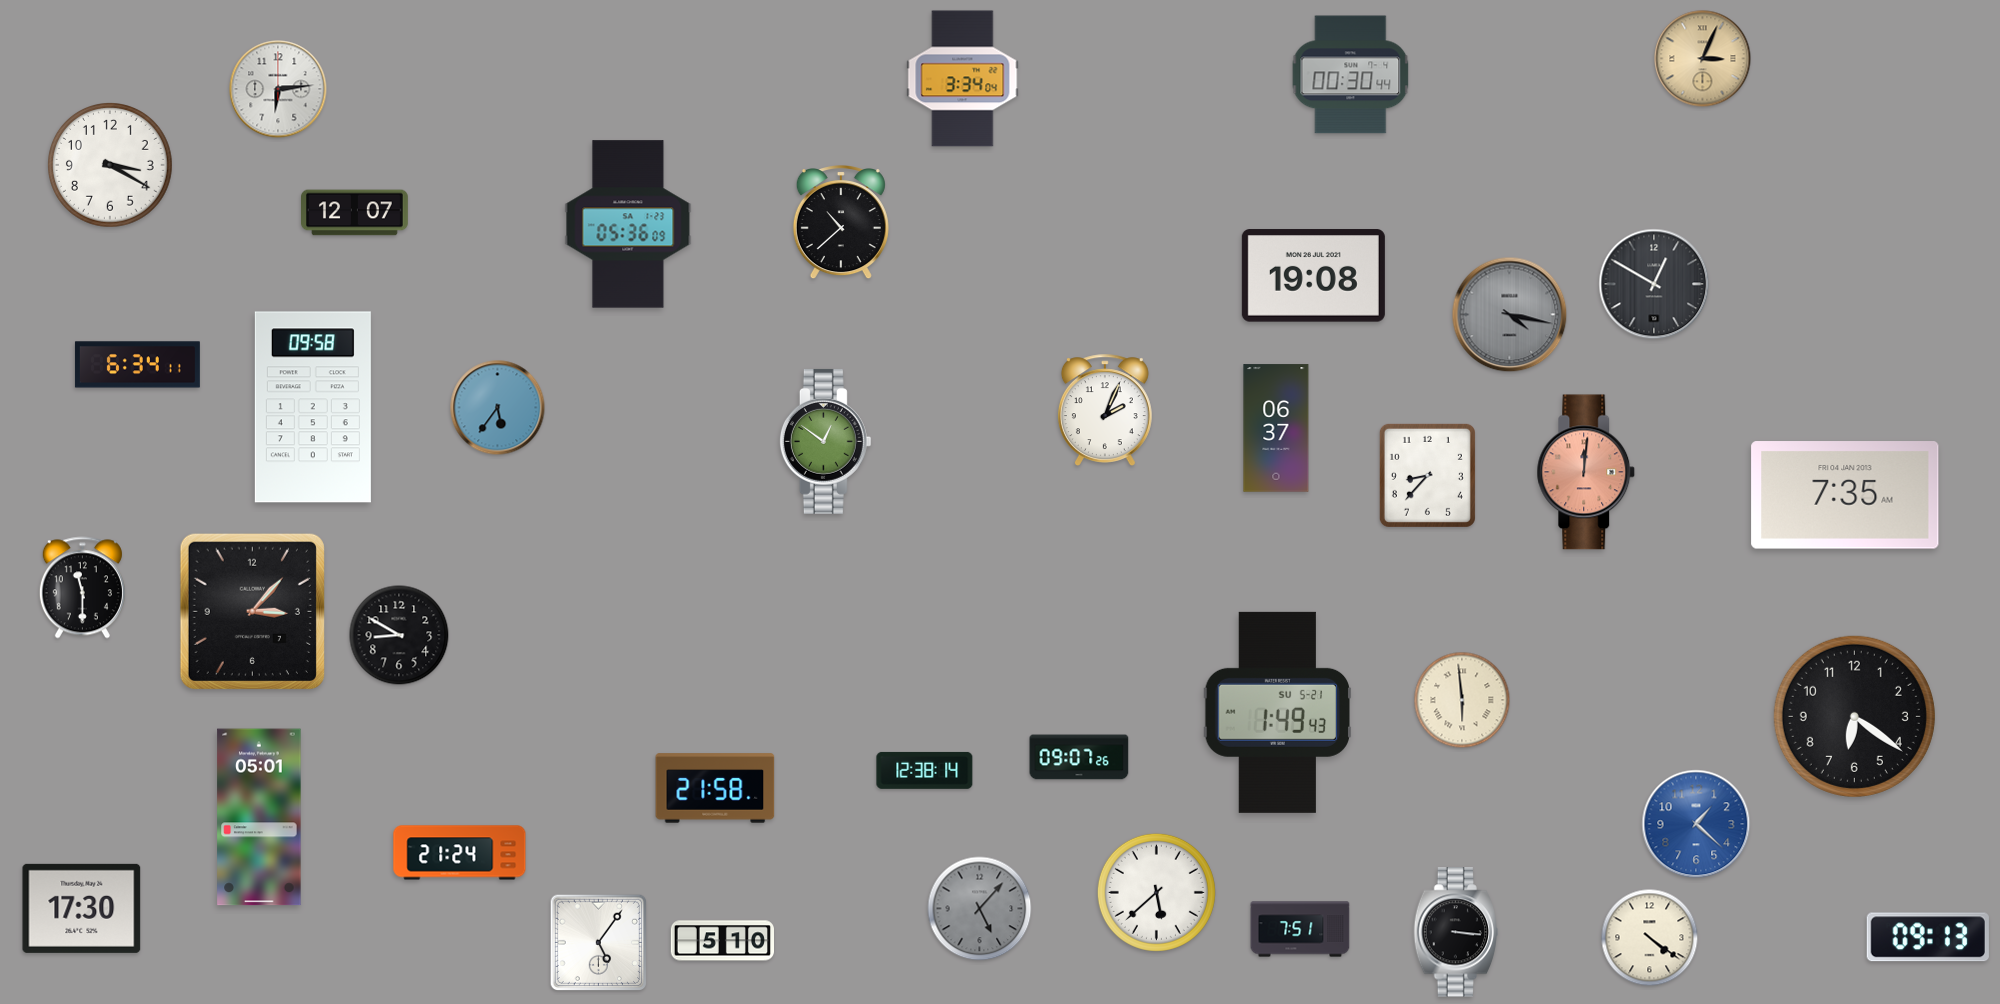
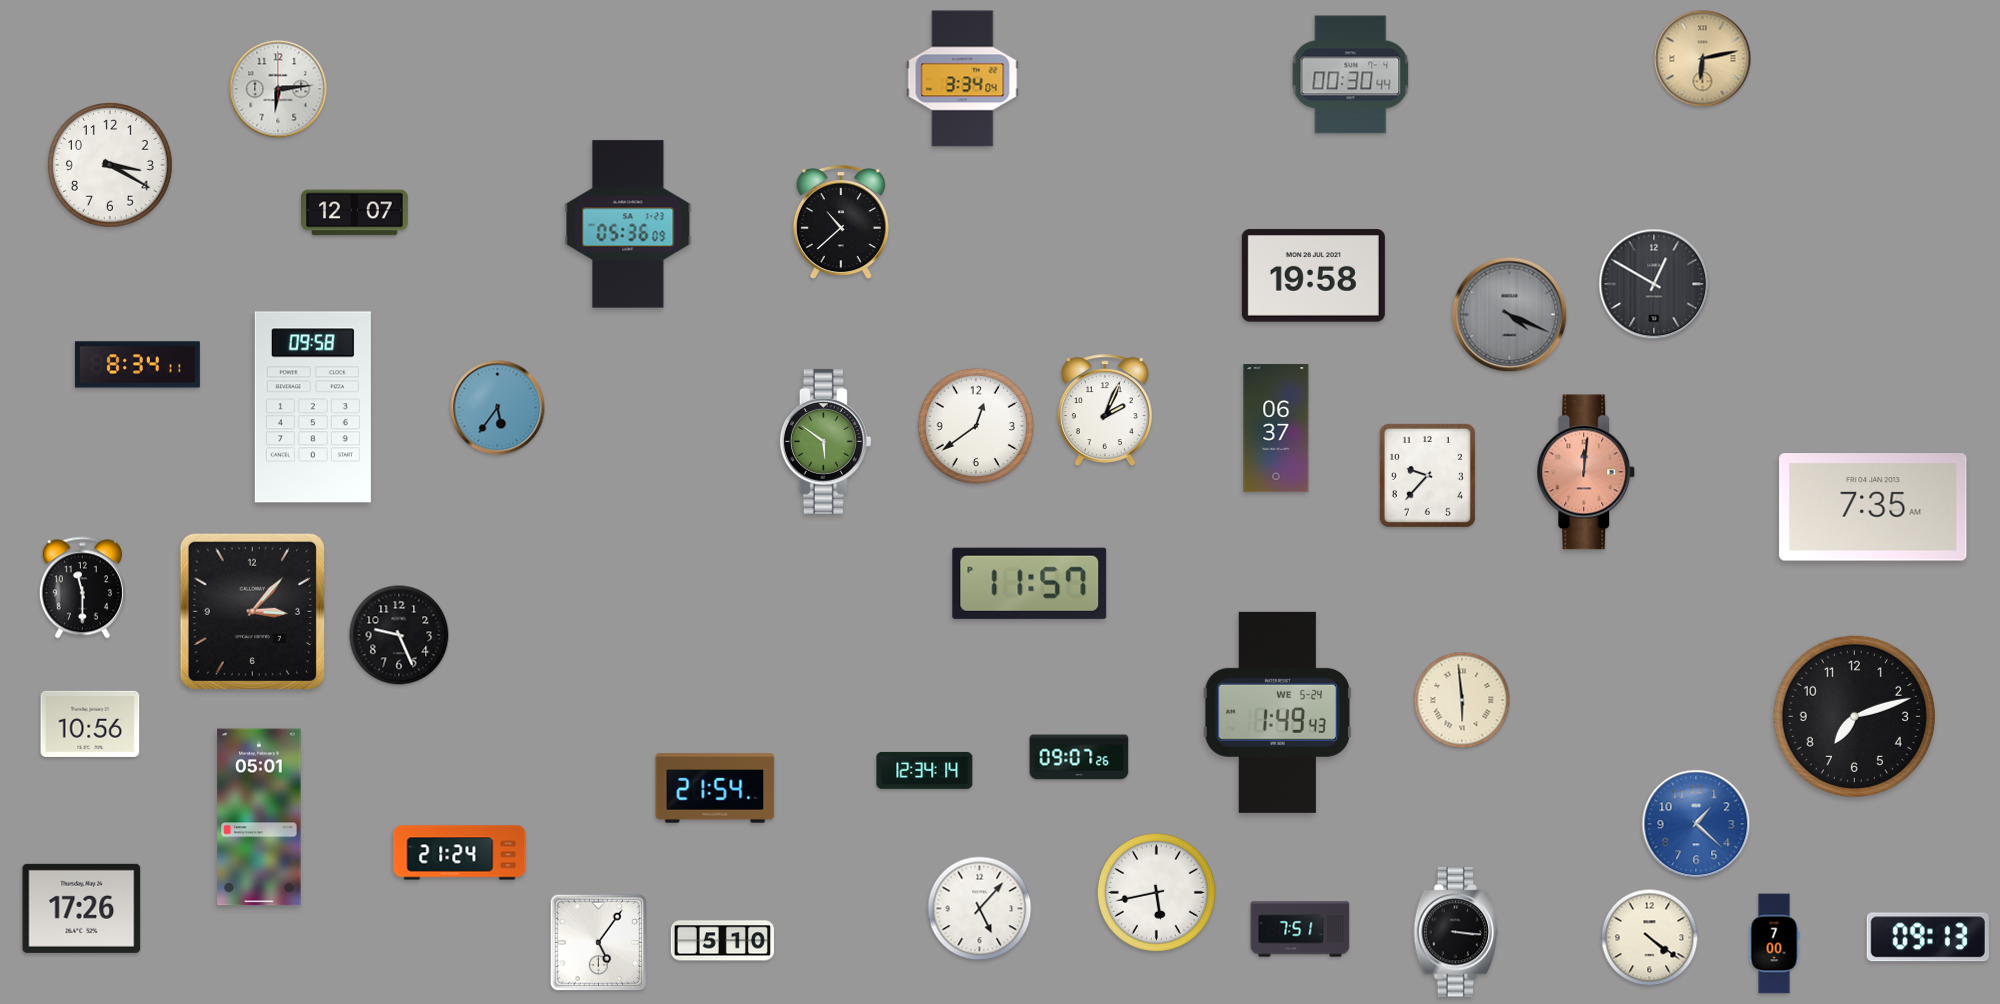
clock at (1703, 59): 3:04 -> 6:13
clock at (1313, 276): 19:08 -> 19:58
clock at (1510, 315): 4:17 -> 4:19
clock at (137, 365): 6:34 -> 8:34
clock at (976, 426): none -> 12:39
clock at (825, 441): 12:51 -> 5:51
clock at (1427, 475): 8:37 -> 9:37
clock at (1845, 495) position: (1845, 495) -> (1873, 507)
clock at (1030, 583): none -> 11:57
clock at (399, 635): 8:50 -> 9:26
clock at (1278, 712) date: SU 5-21 -> WE 5-24
clock at (1854, 716): 6:21 -> 7:12
clock at (90, 724): none -> 10:56
clock at (925, 770): 12:38 -> 12:34
clock at (715, 788): 21:58 -> 21:54
clock at (1156, 892): 5:38 -> 5:43
clock at (82, 908): 17:30 -> 17:26
clock at (980, 909) dial: grey -> white
clock at (1774, 944): none -> 7:00
